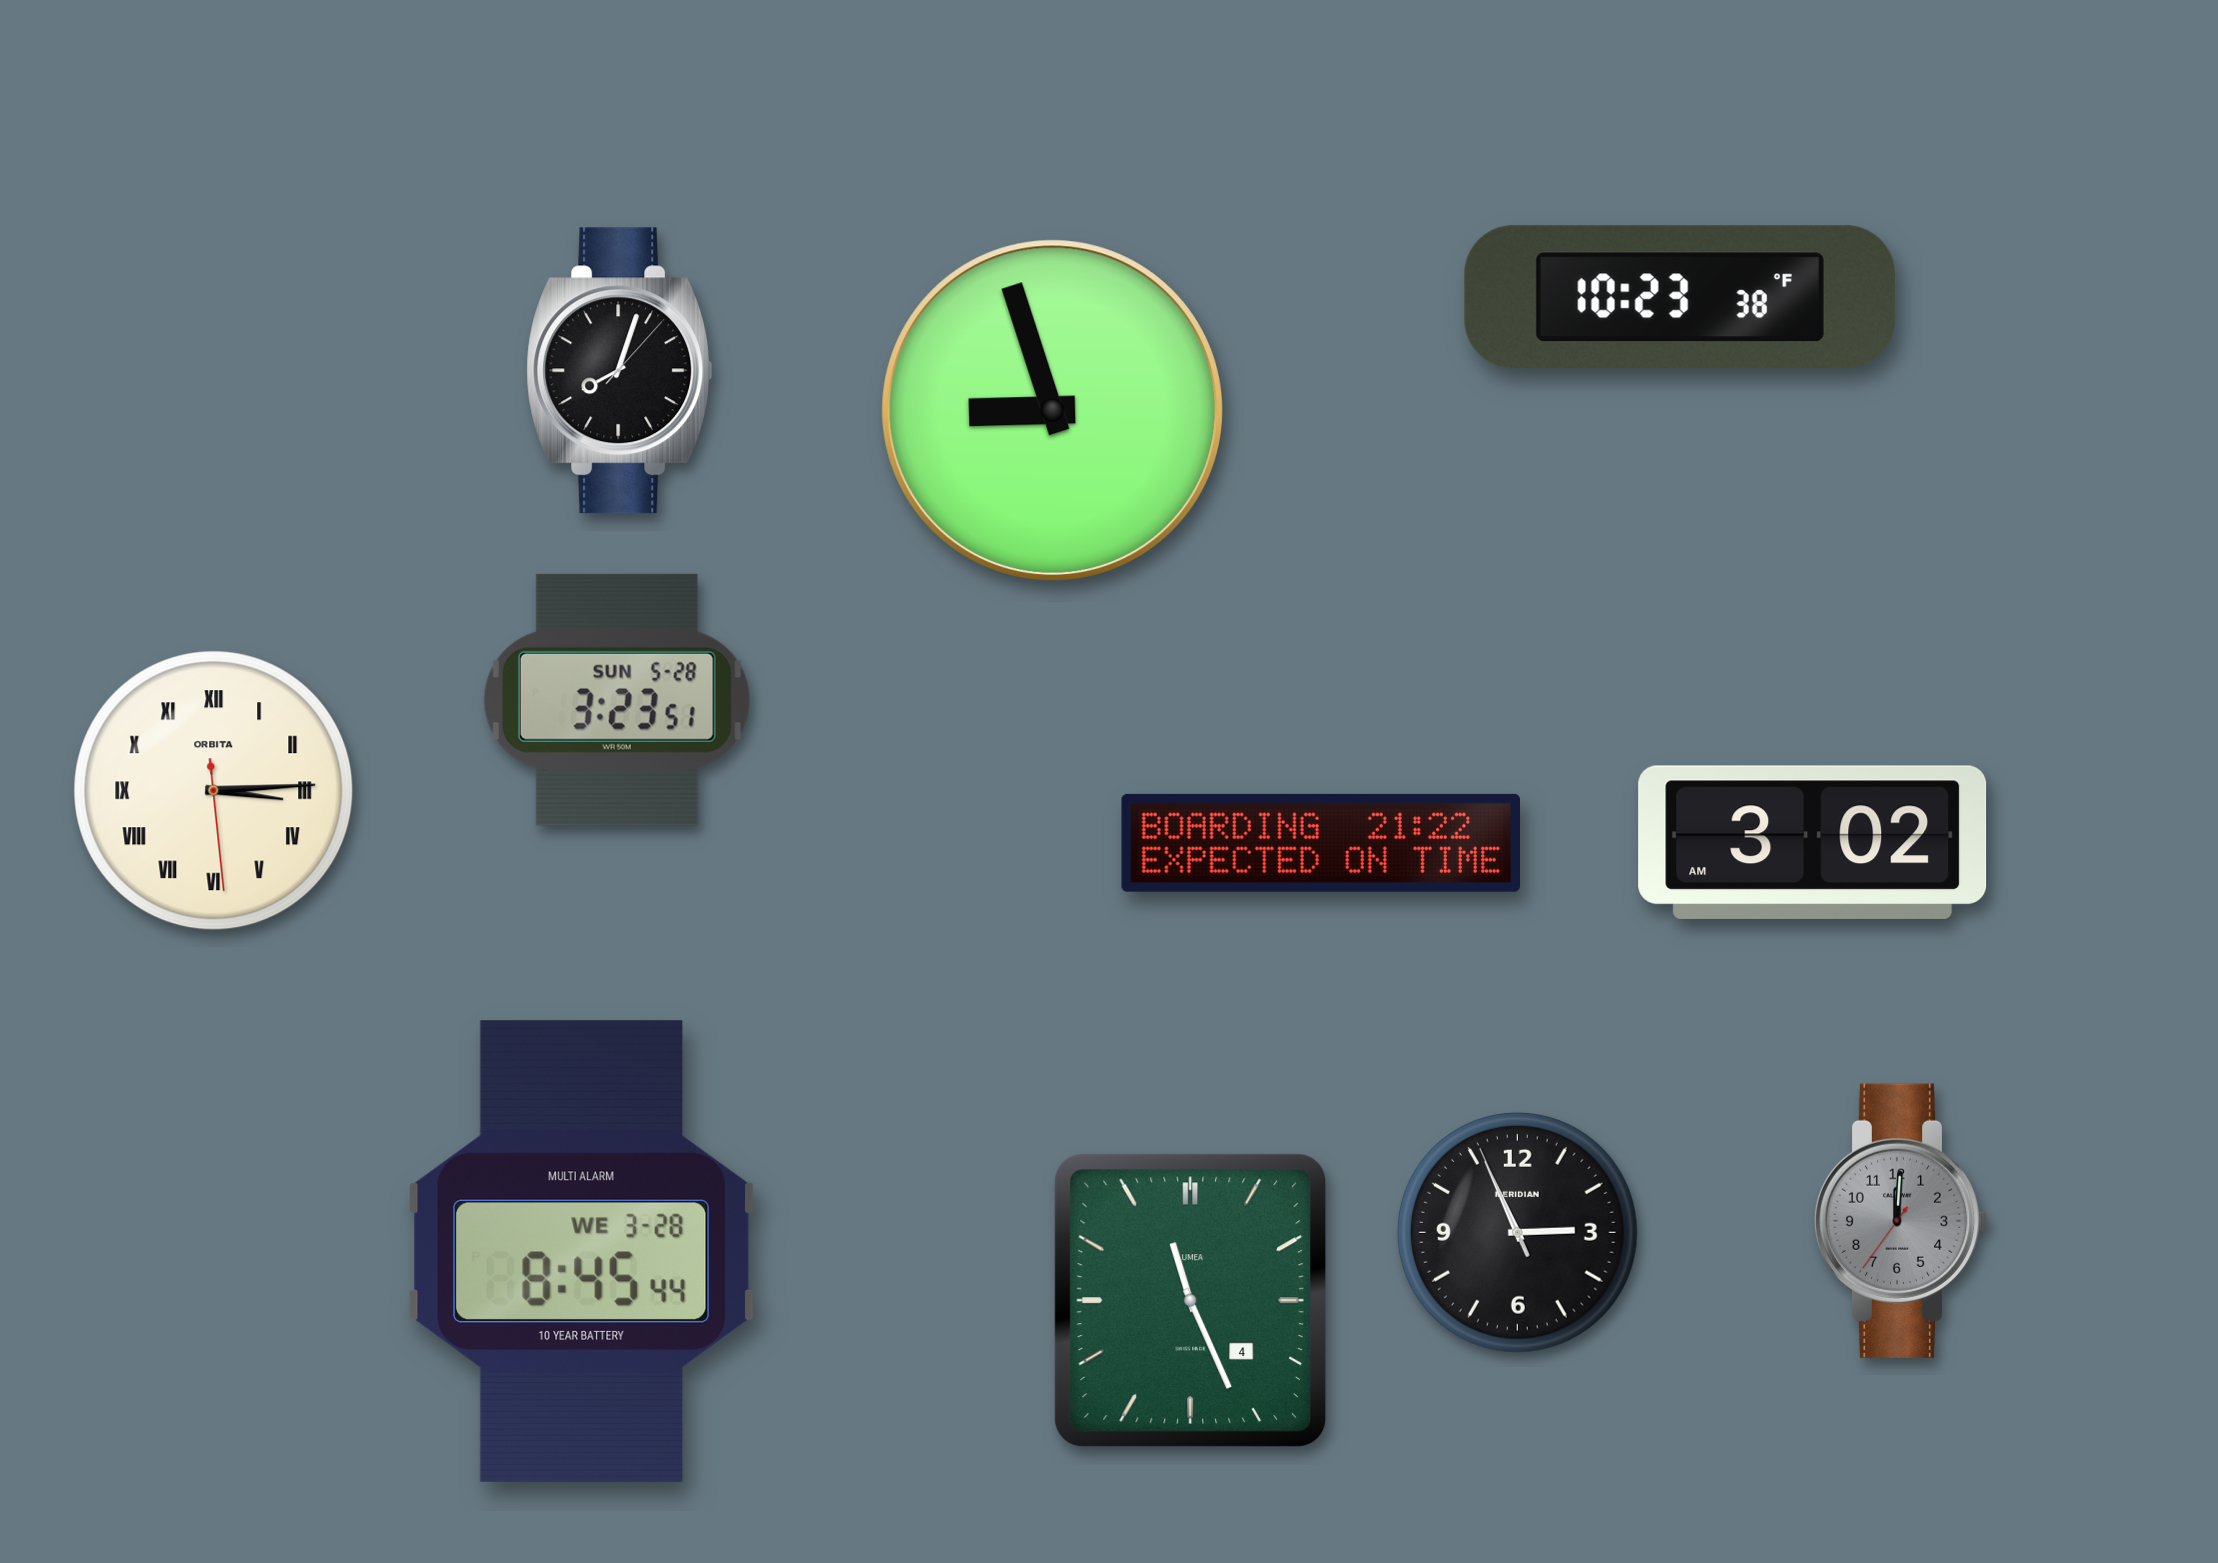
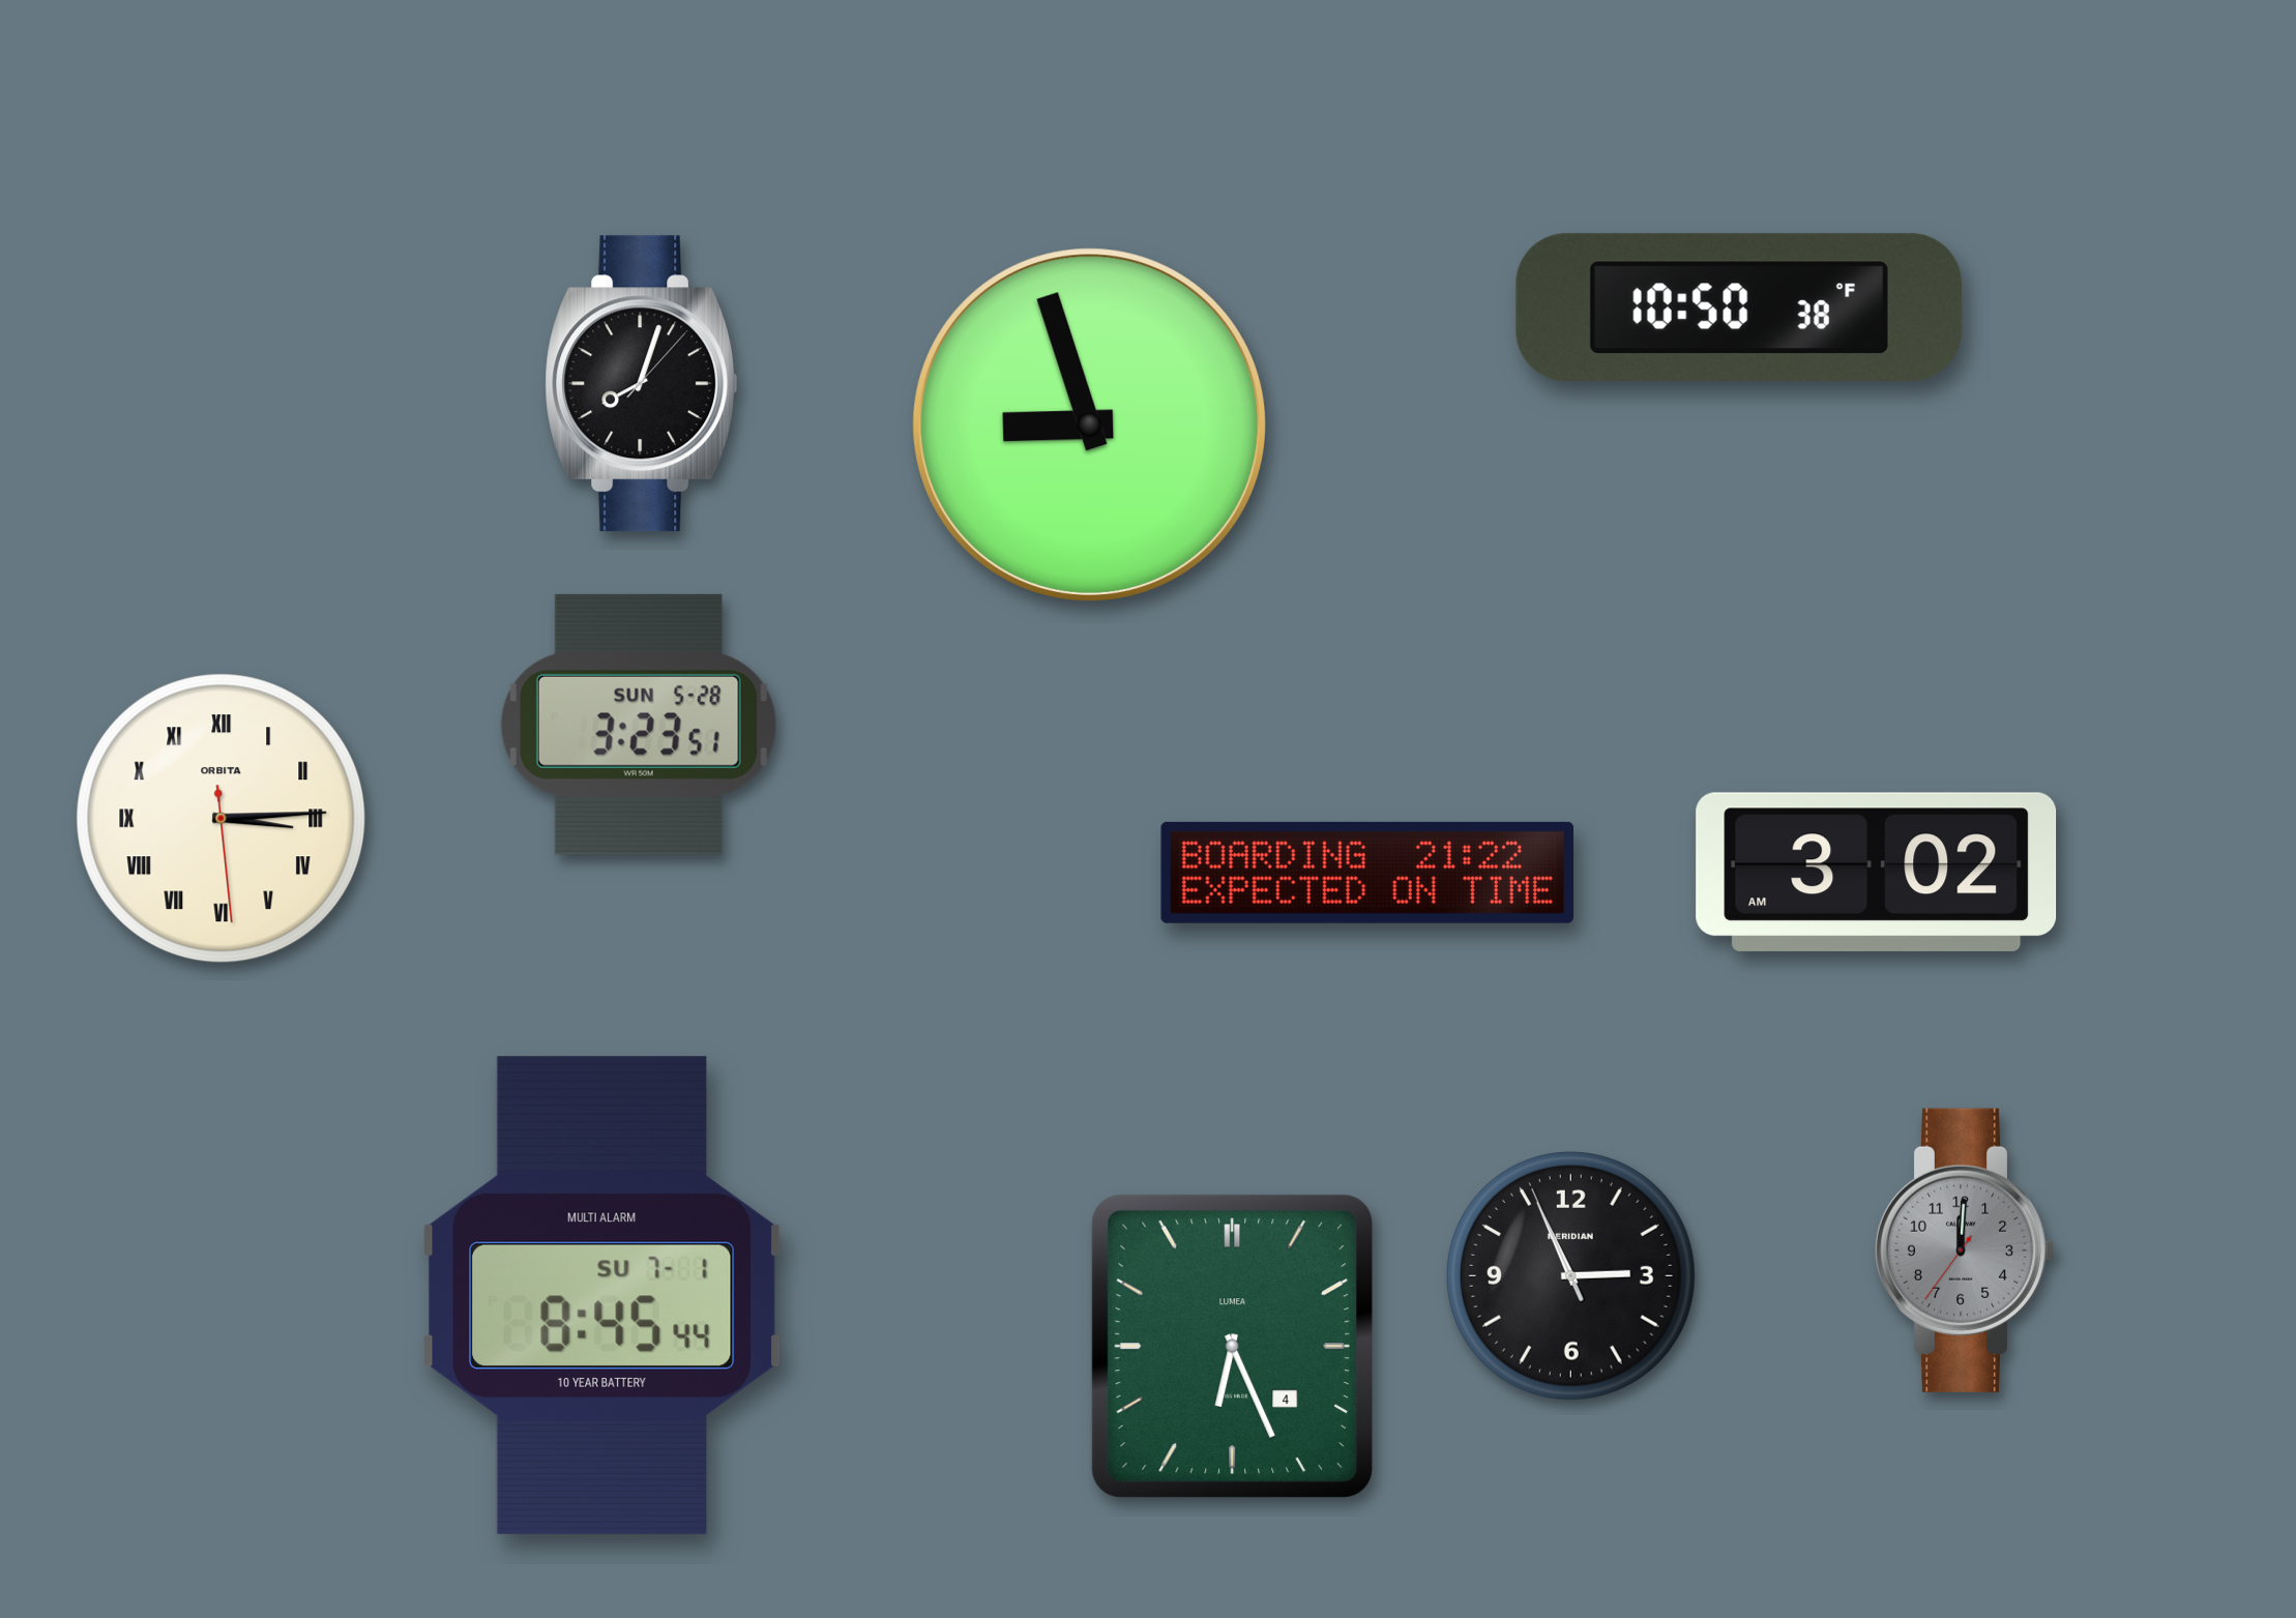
clock at (1680, 296): 10:23 -> 10:50
clock at (1901, 1221) position: (1901, 1221) -> (1965, 1251)
clock at (582, 1251) date: WE 3-28 -> SU 7-1
clock at (1190, 1300): 11:26 -> 6:26
